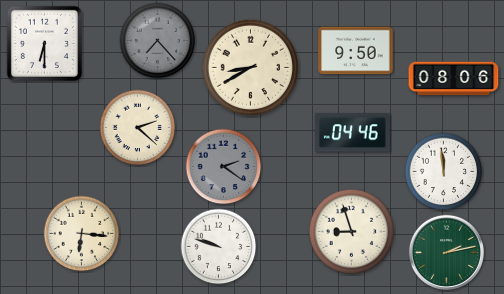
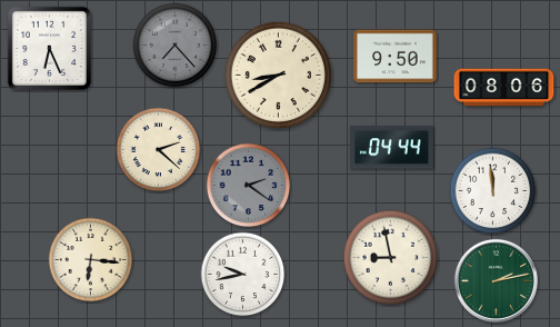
clock at (44, 43): 6:30 -> 6:26
clock at (138, 128) position: (138, 128) -> (159, 150)
clock at (353, 133): 04:46 -> 04:44
clock at (352, 232): 8:57 -> 8:58
clock at (219, 247): 9:48 -> 9:43
